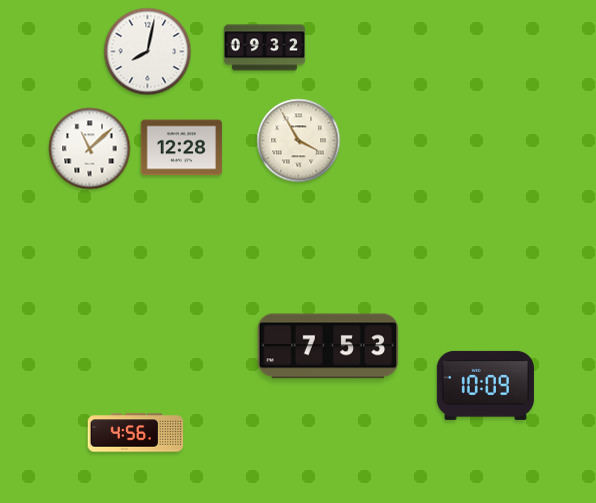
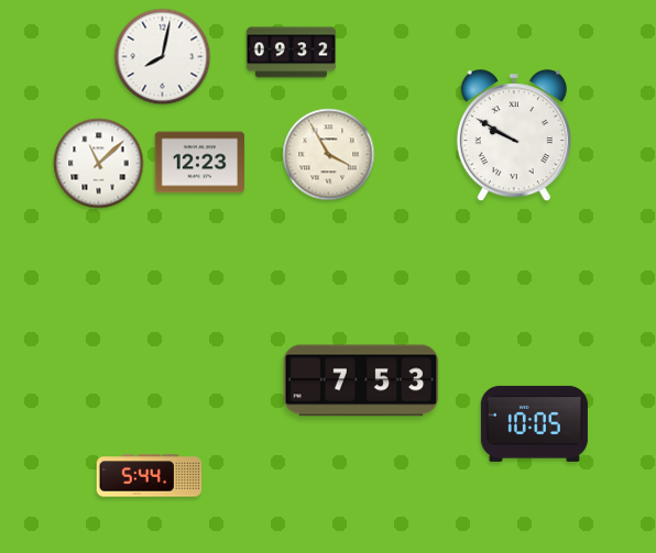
clock at (514, 136): none -> 9:50
clock at (182, 148): 12:28 -> 12:23
clock at (485, 385): 10:09 -> 10:05
clock at (136, 433): 4:56 -> 5:44
